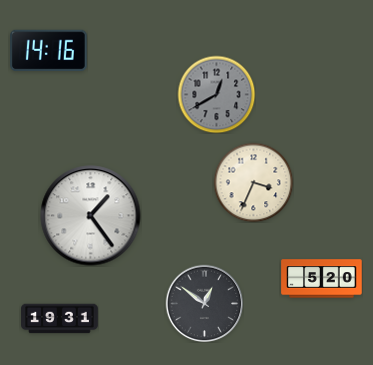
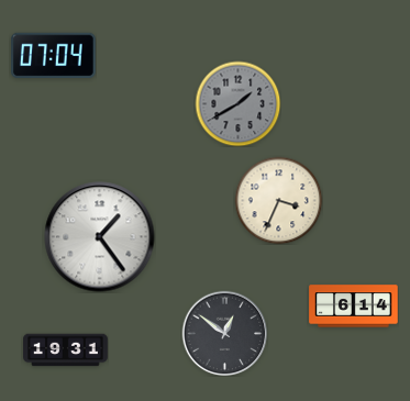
clock at (49, 51): 14:16 -> 07:04
clock at (216, 94): 12:40 -> 1:40
clock at (322, 279): 5:20 -> 6:14
